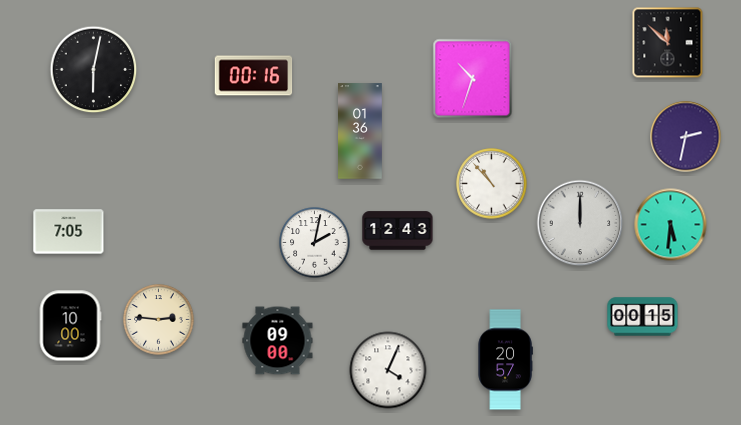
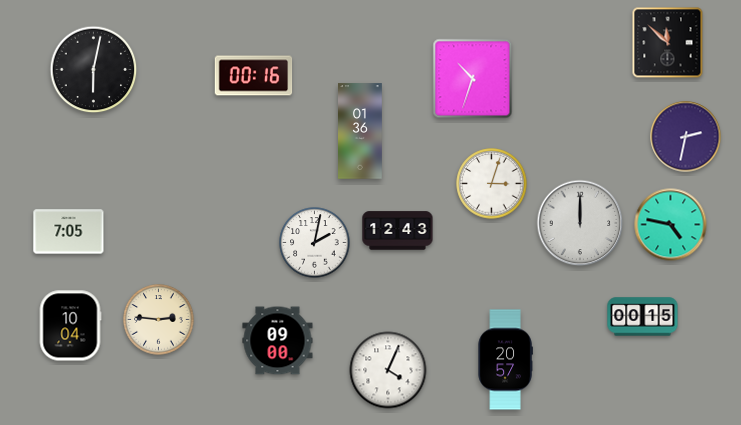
clock at (492, 184): 10:53 -> 3:03
clock at (671, 225): 5:31 -> 4:47
clock at (70, 326): 10:00 -> 10:04
